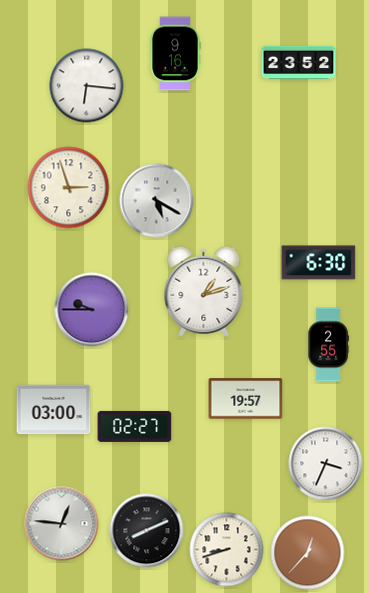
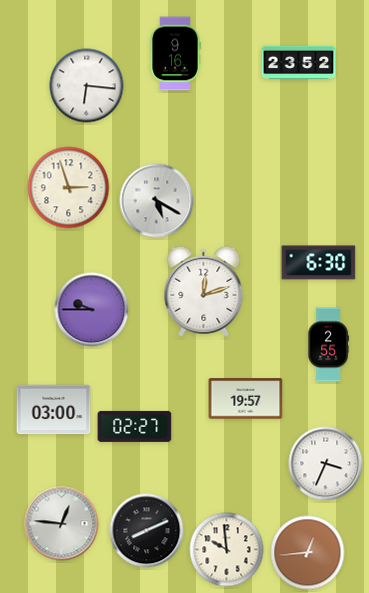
clock at (204, 291): 1:12 -> 12:12
clock at (227, 550): 8:42 -> 9:59
clock at (308, 553): 12:37 -> 12:44
